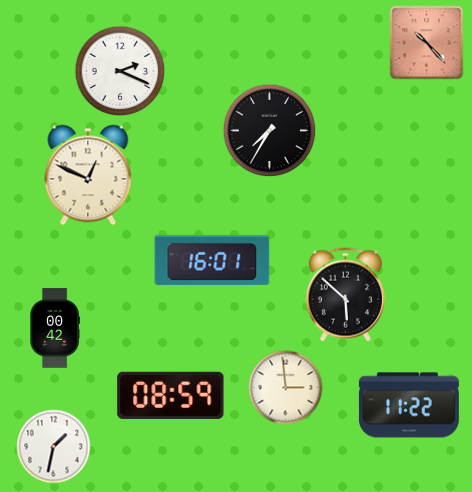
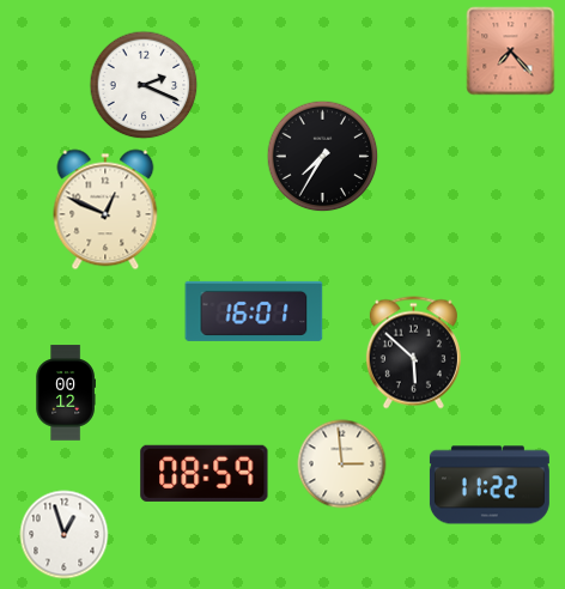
clock at (427, 43): 10:23 -> 7:23
clock at (54, 328): 00:42 -> 00:12
clock at (54, 447): 1:32 -> 12:57
